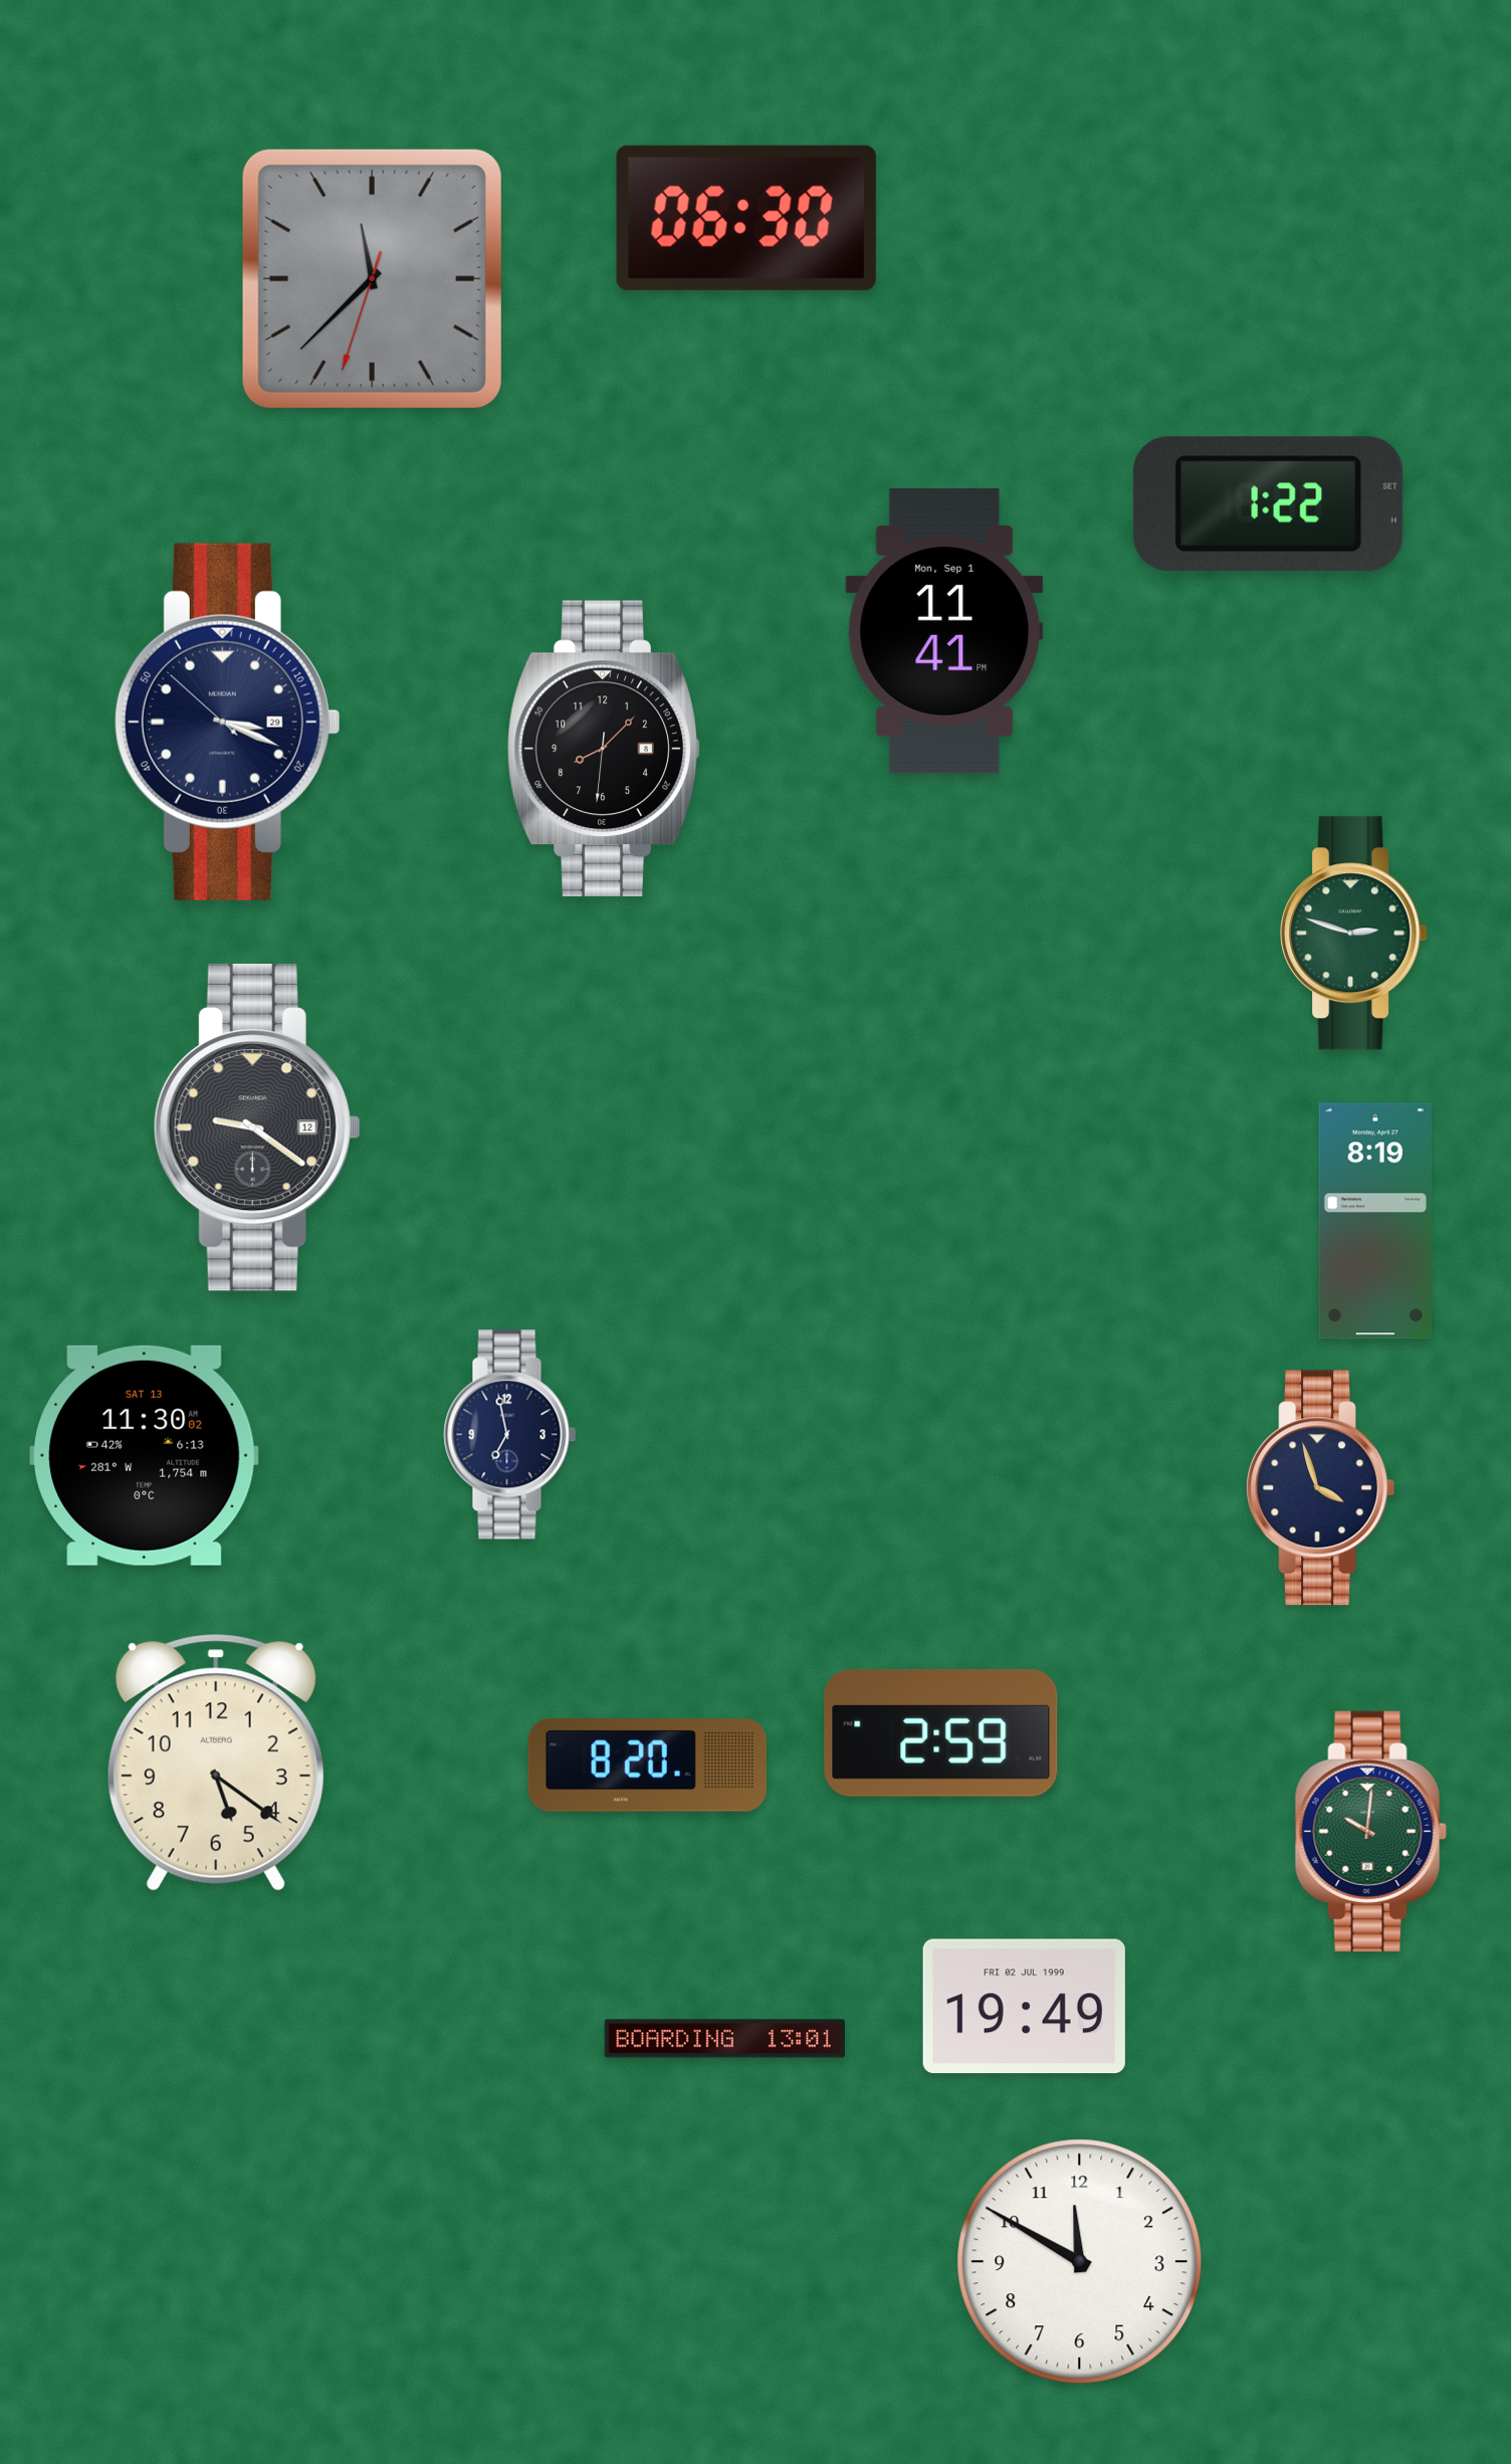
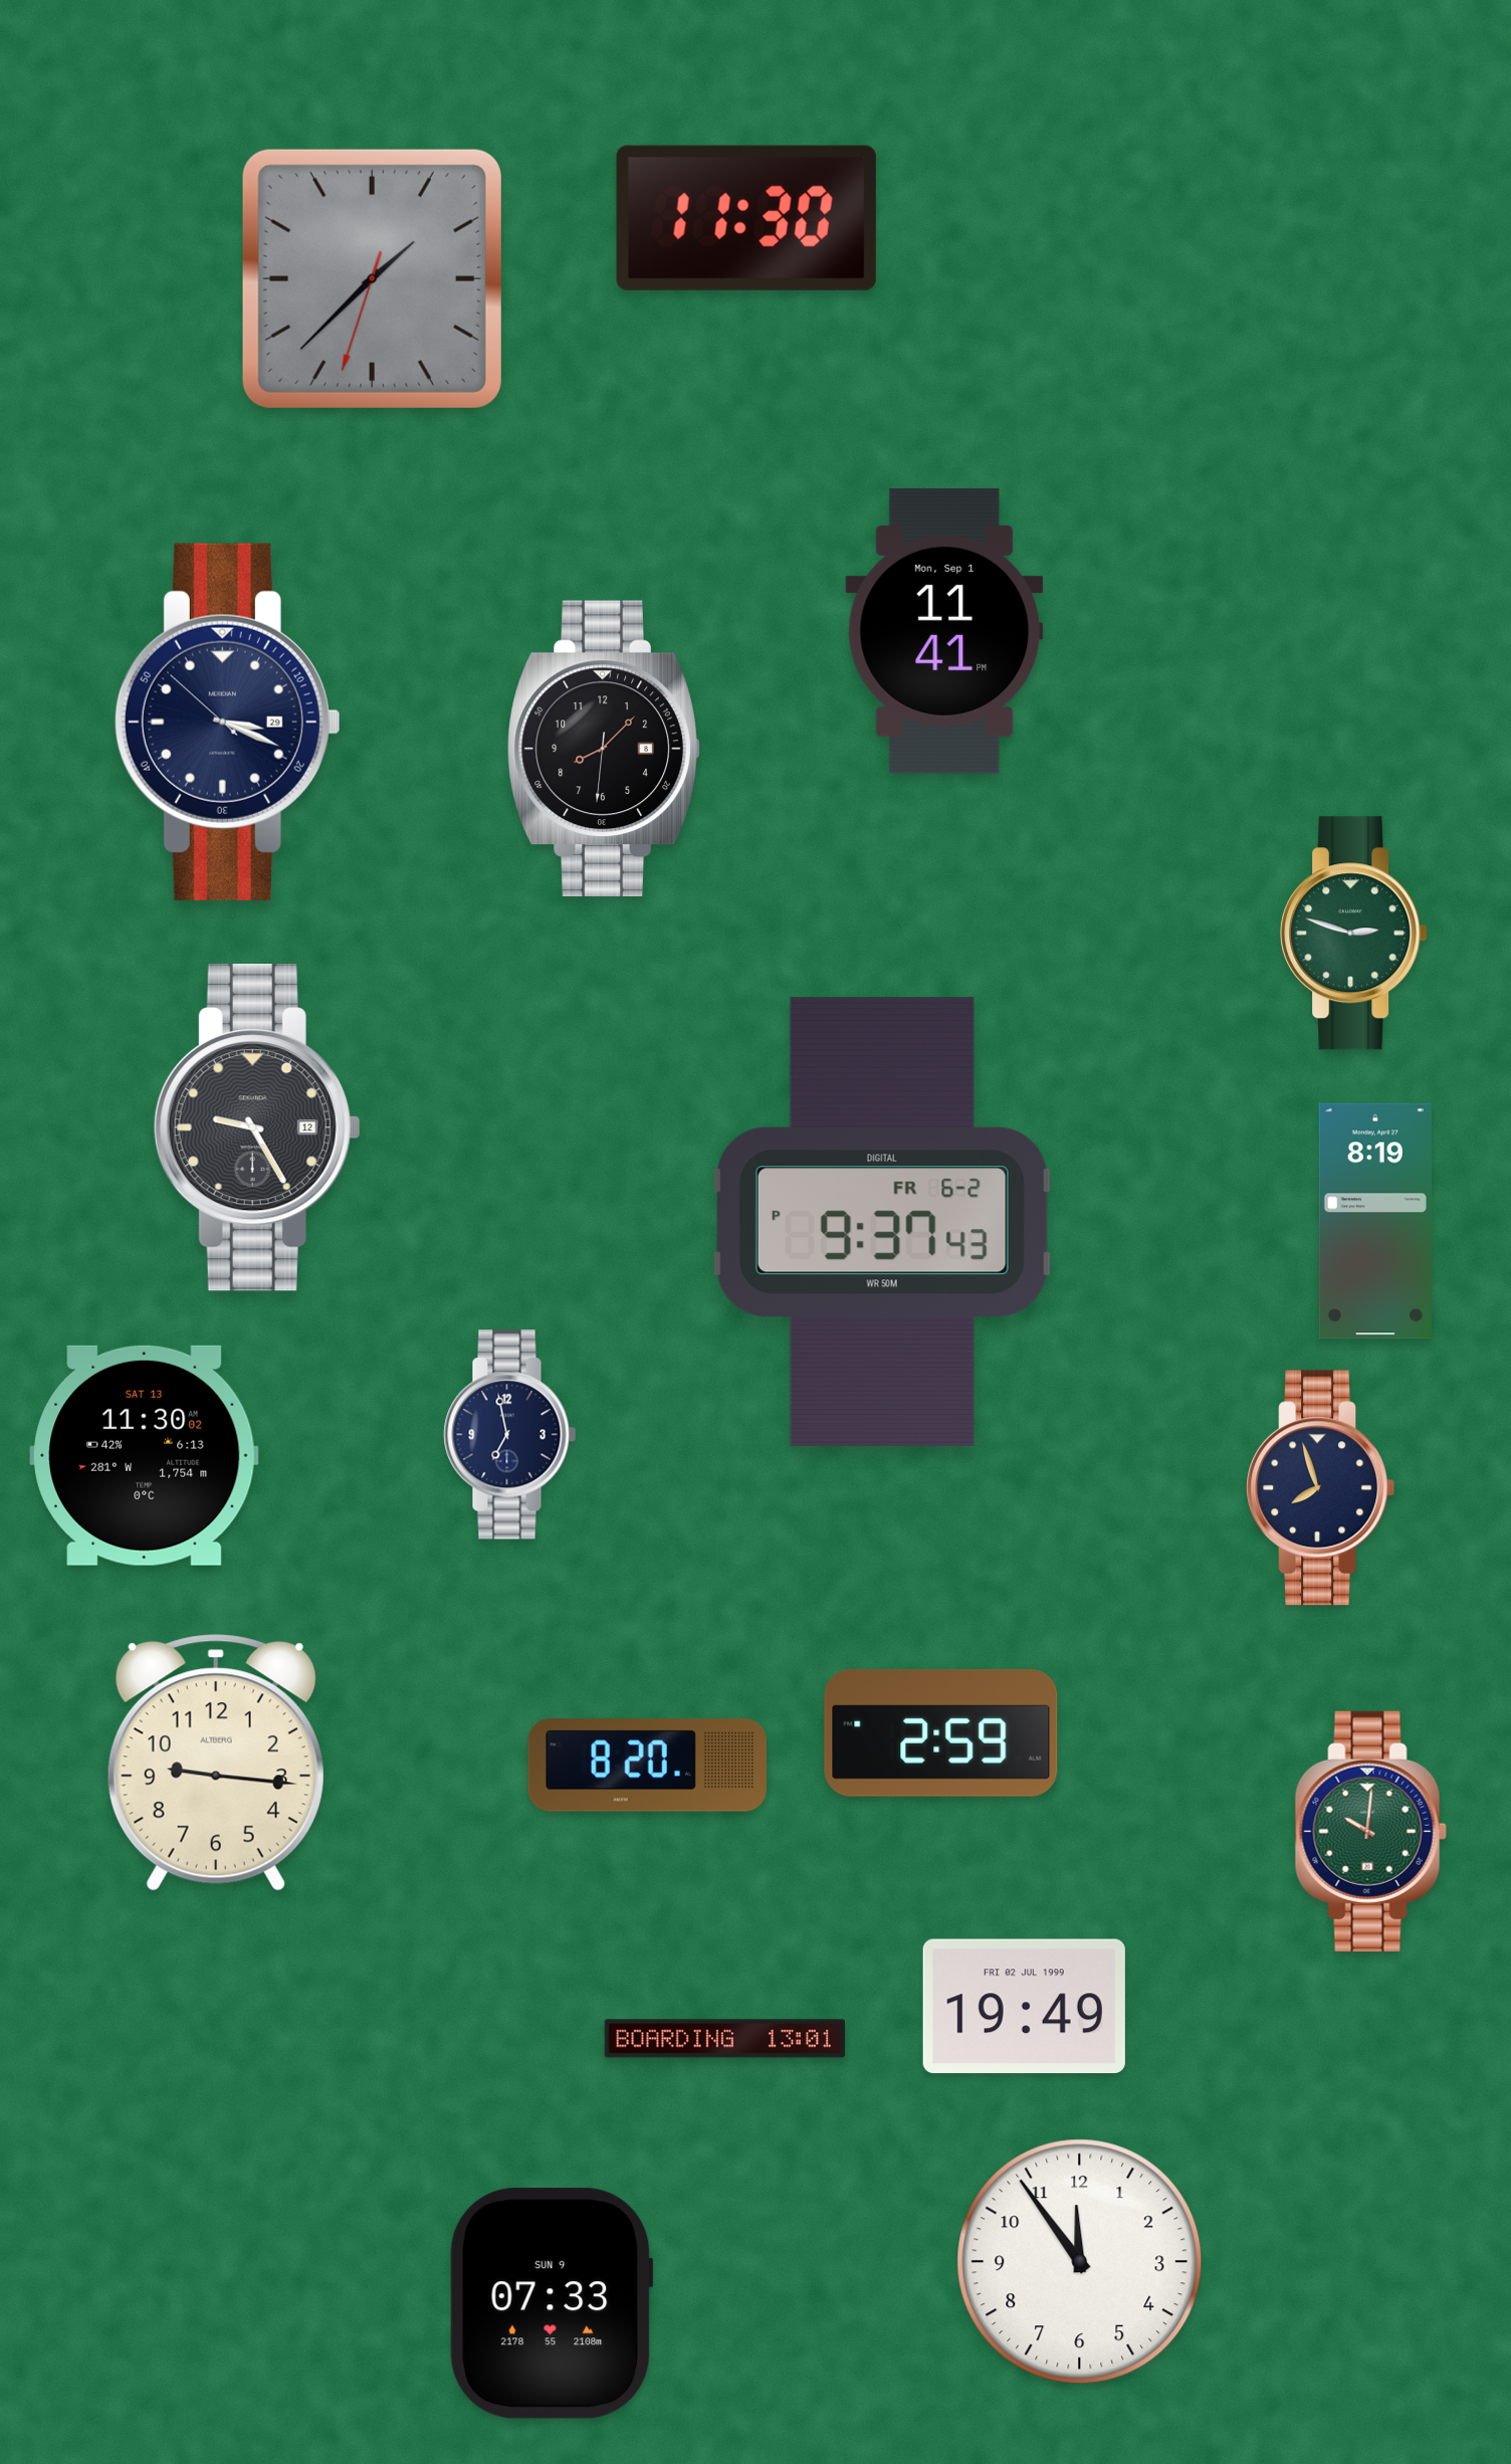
clock at (746, 218): 06:30 -> 11:30
clock at (372, 278): 11:37 -> 1:37
clock at (1268, 503): 1:22 -> none
clock at (257, 1127): 9:21 -> 9:25
clock at (882, 1222): none -> 9:37
clock at (1320, 1488): 3:57 -> 7:57
clock at (216, 1763): 5:21 -> 9:16
clock at (1080, 2262): 11:50 -> 11:54
clock at (552, 2303): none -> 07:33
